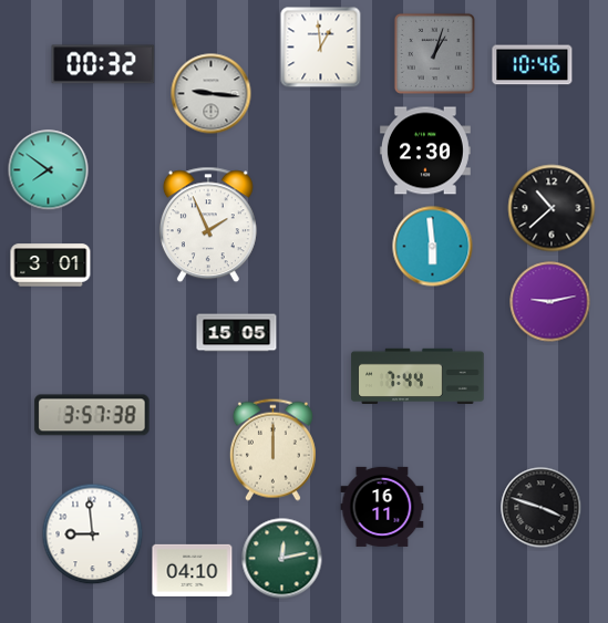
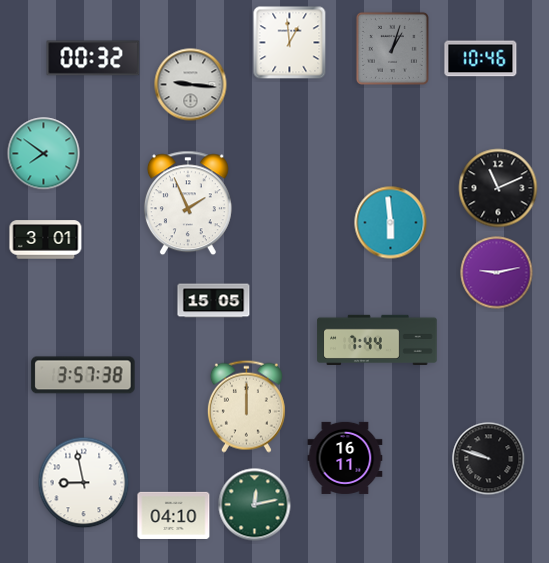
clock at (425, 150): 2:30 -> none
clock at (552, 208): 10:38 -> 11:11
clock at (542, 508): 3:48 -> 9:48
clock at (93, 534): 8:59 -> 8:58
